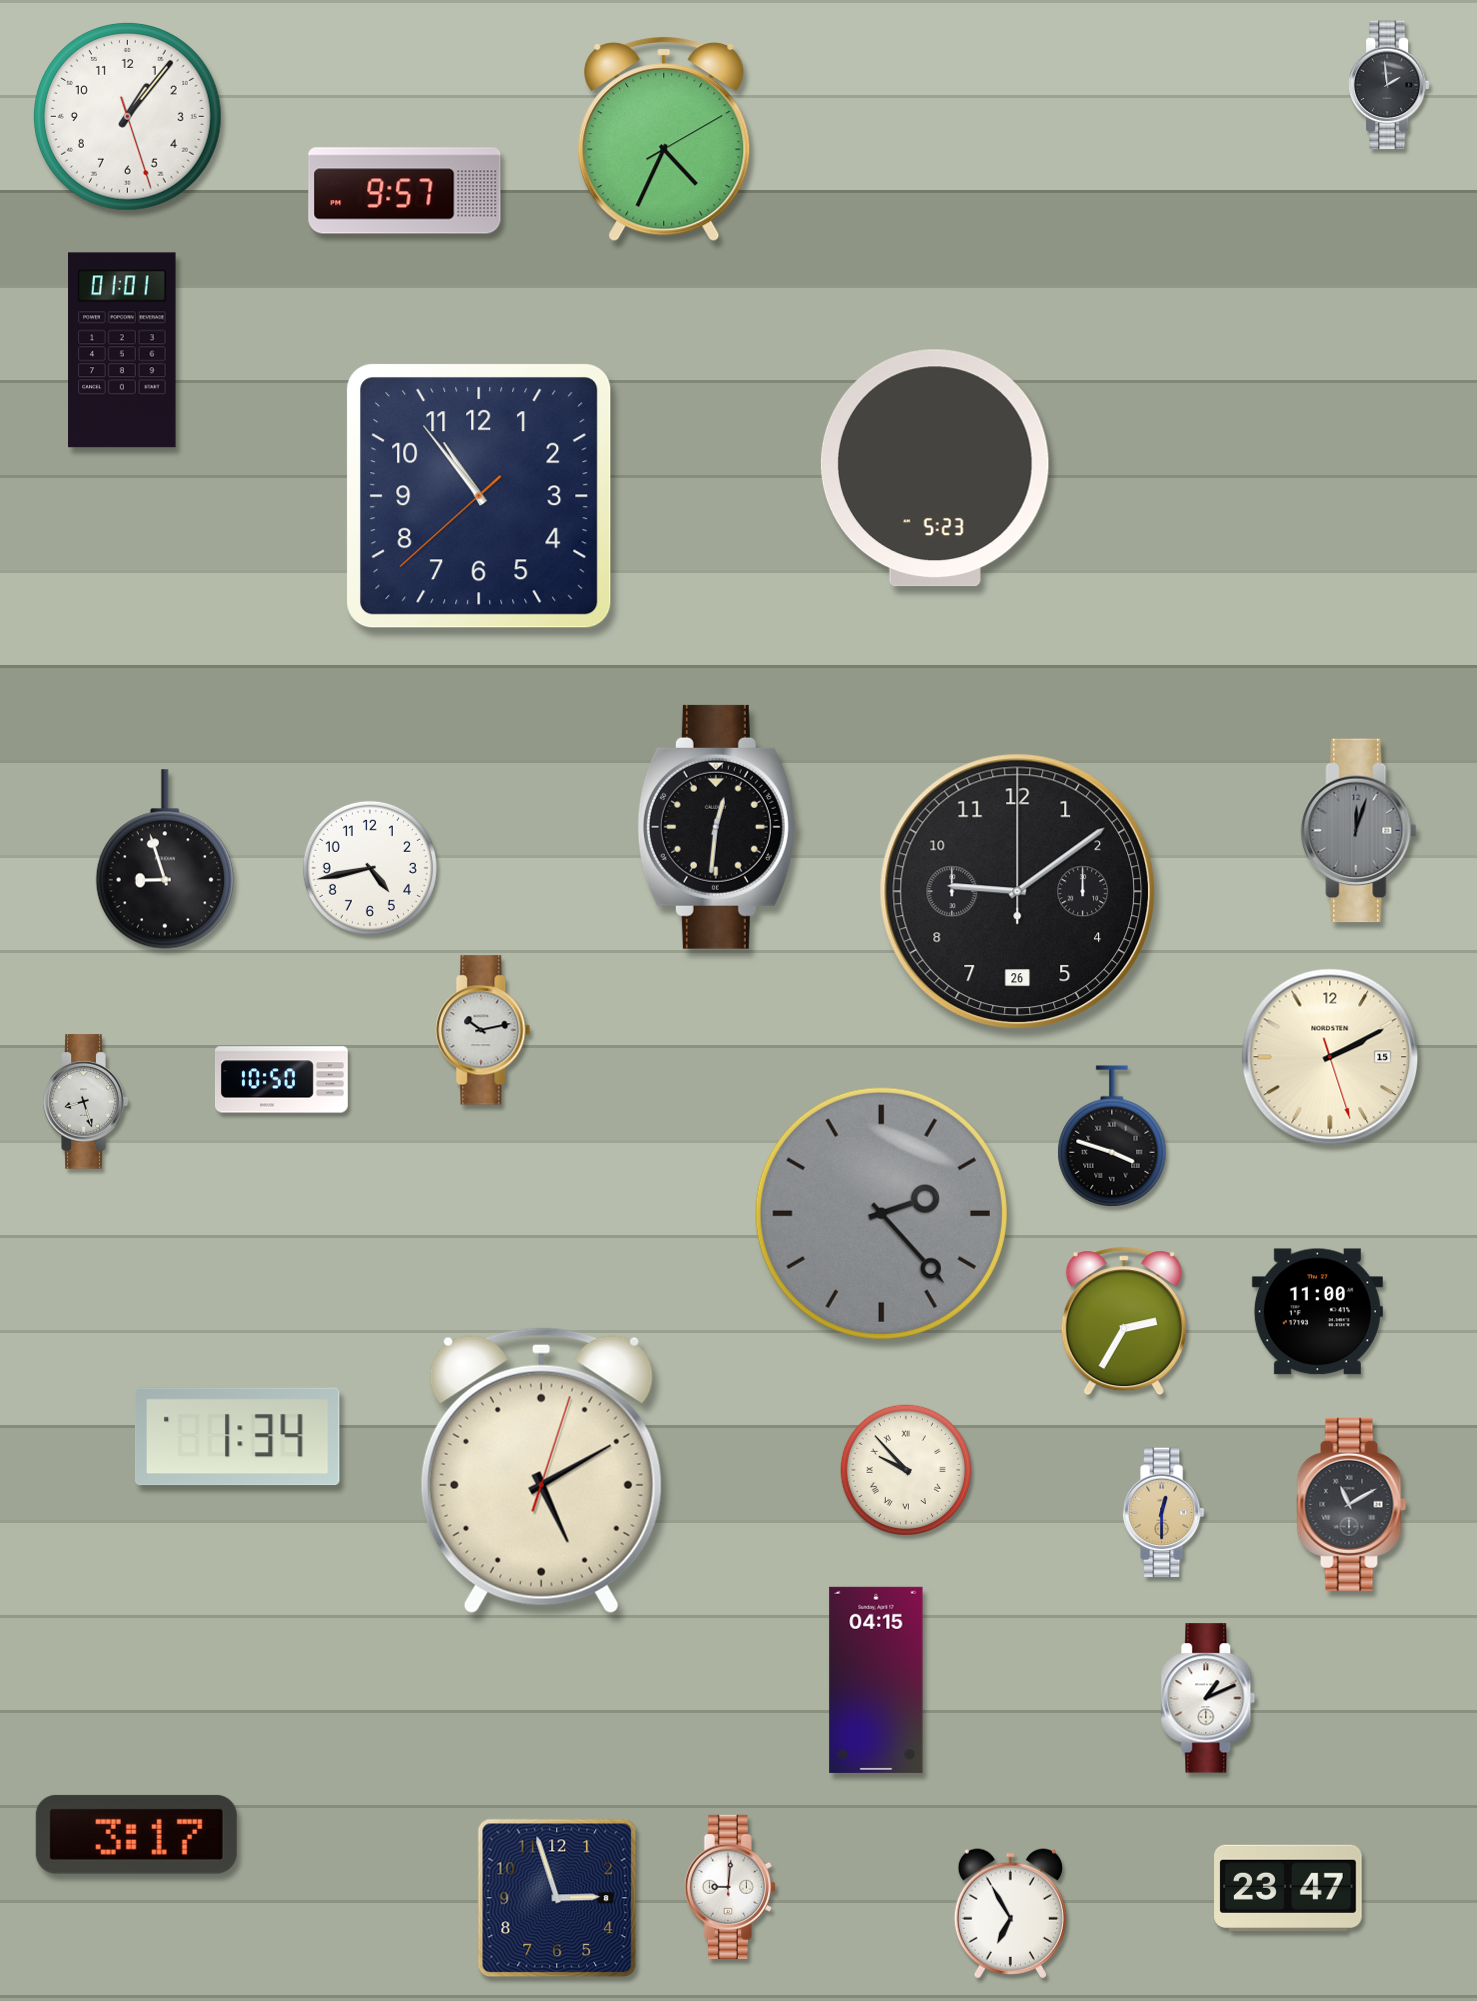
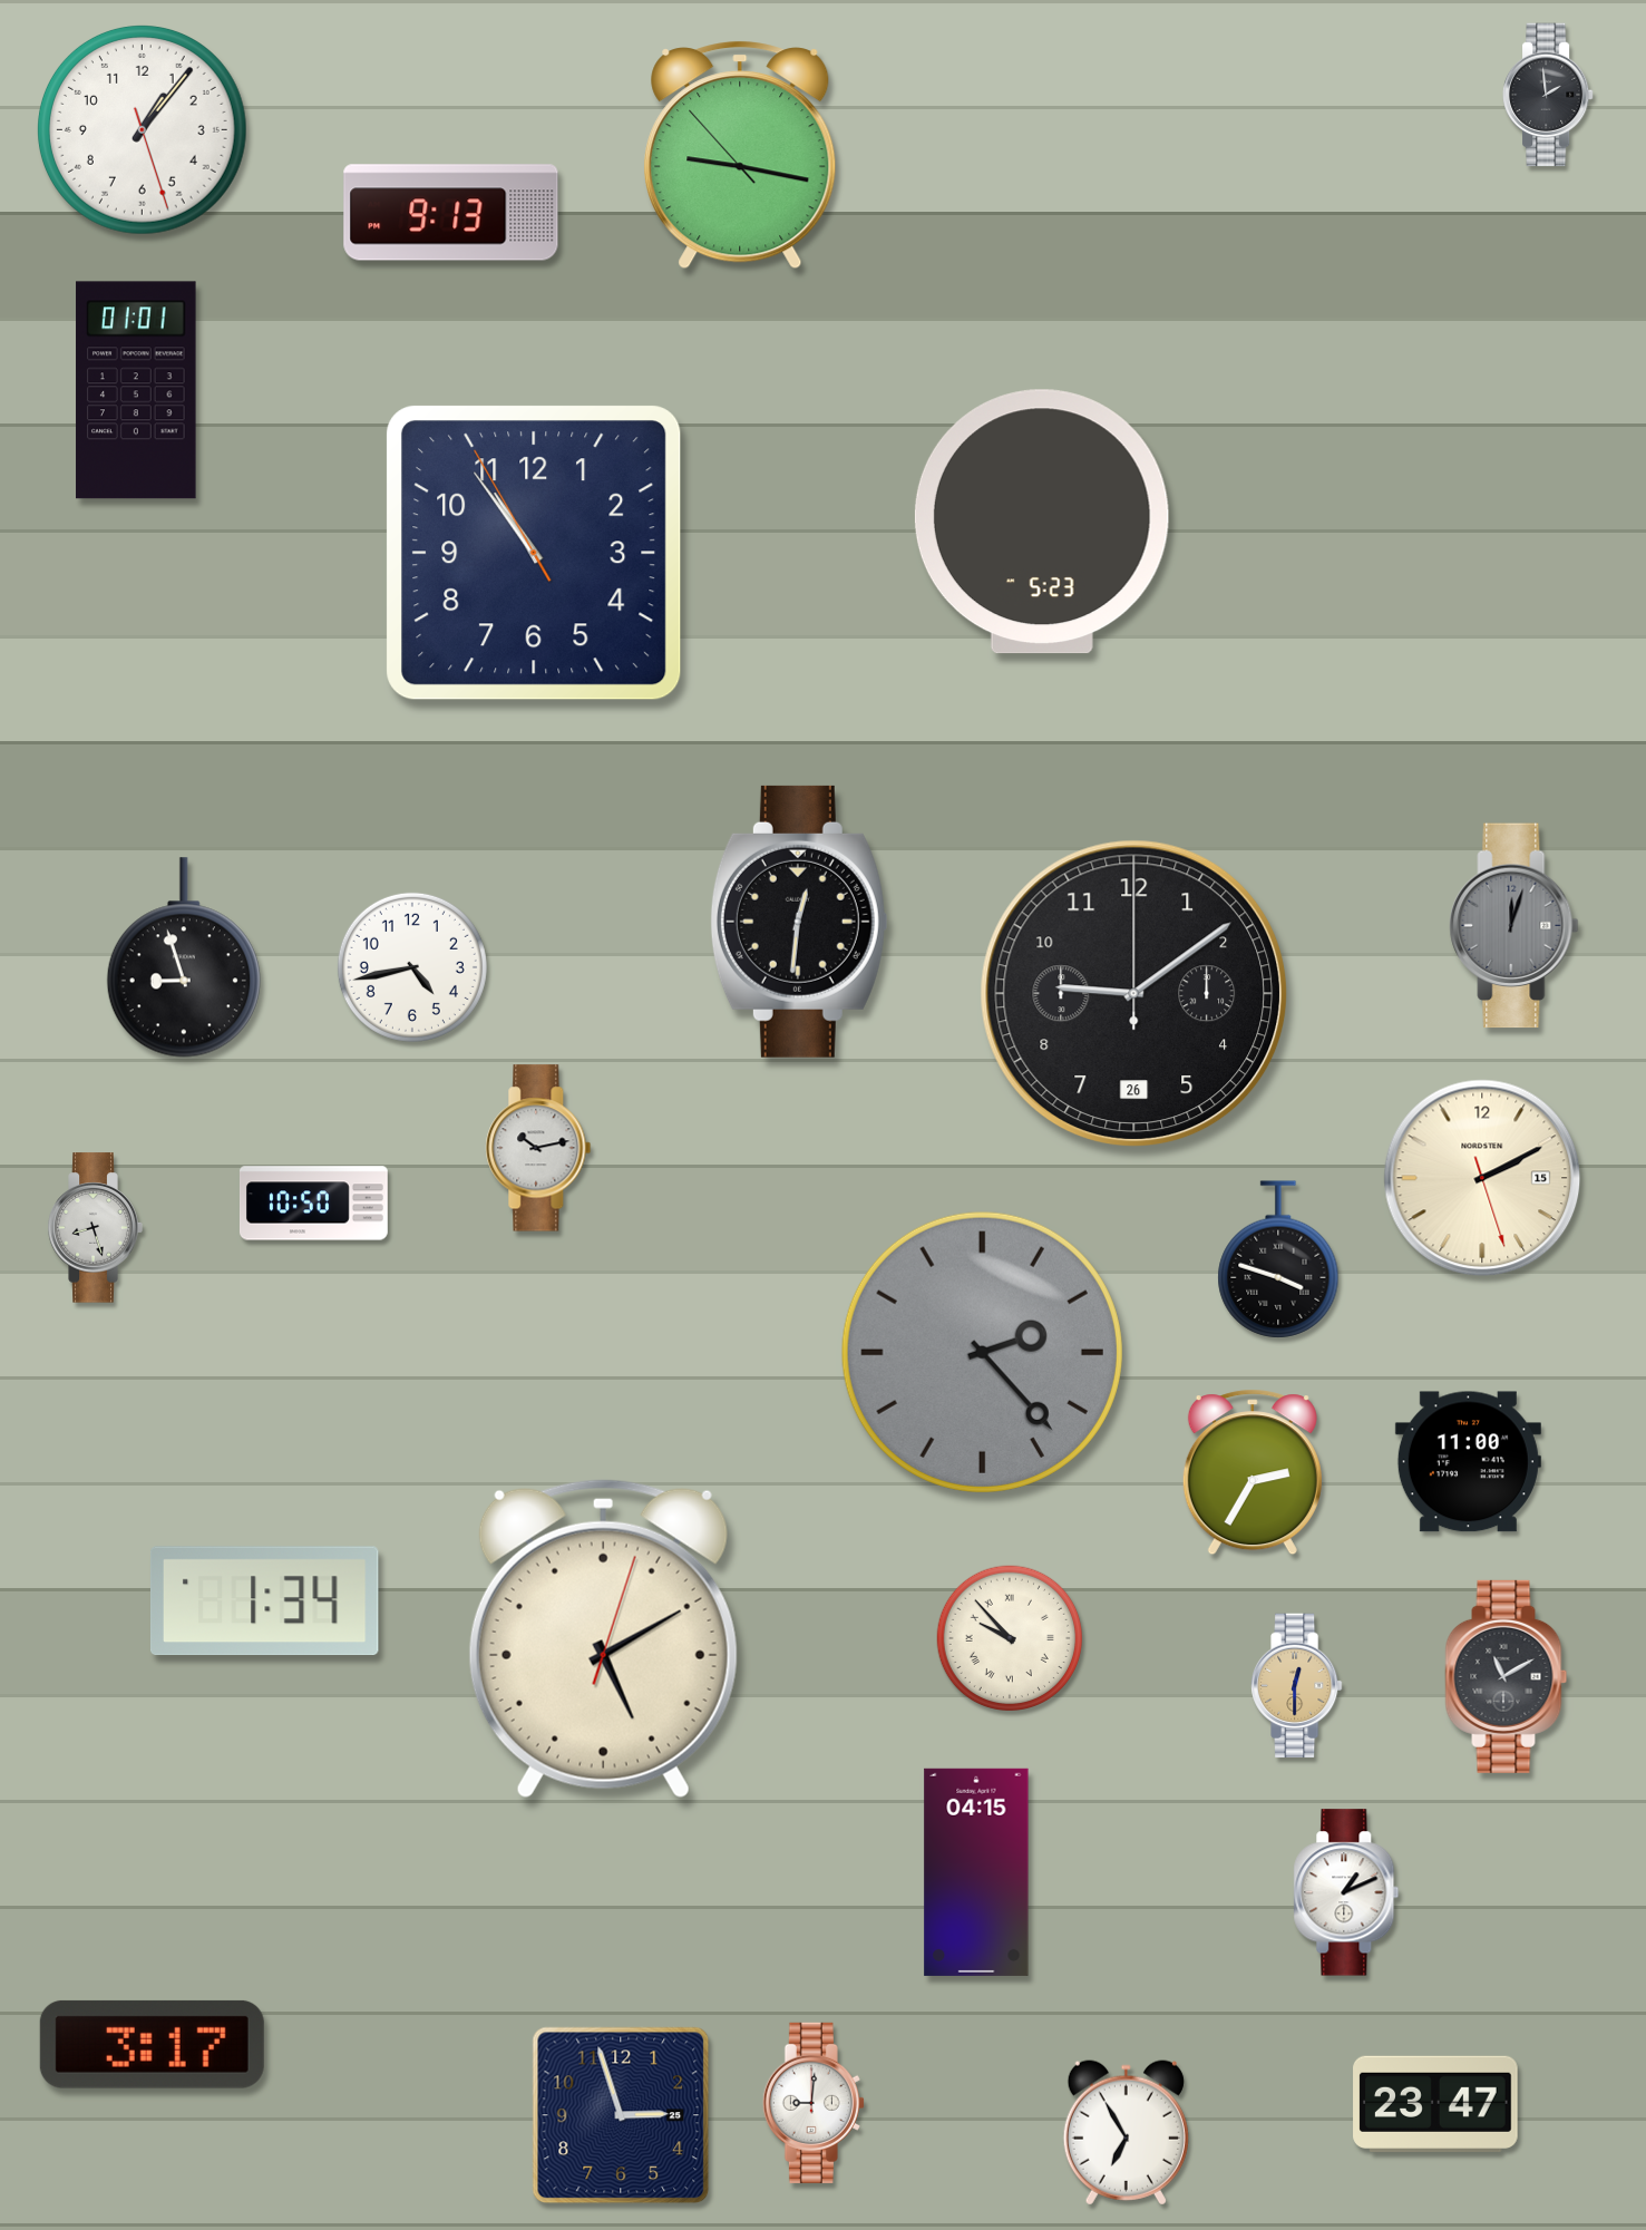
clock at (664, 139): 4:34 -> 9:16
clock at (405, 191): 9:57 -> 9:13
clock at (479, 496): 10:53:38 -> 10:53:55
clock at (1112, 1136) position: (1112, 1136) -> (1278, 1259)
clock at (557, 1898) date: 8 -> 25
